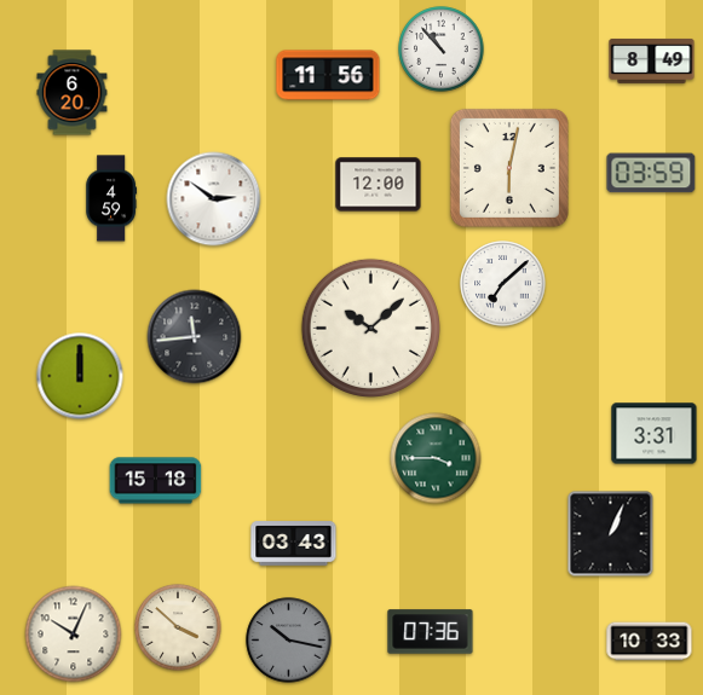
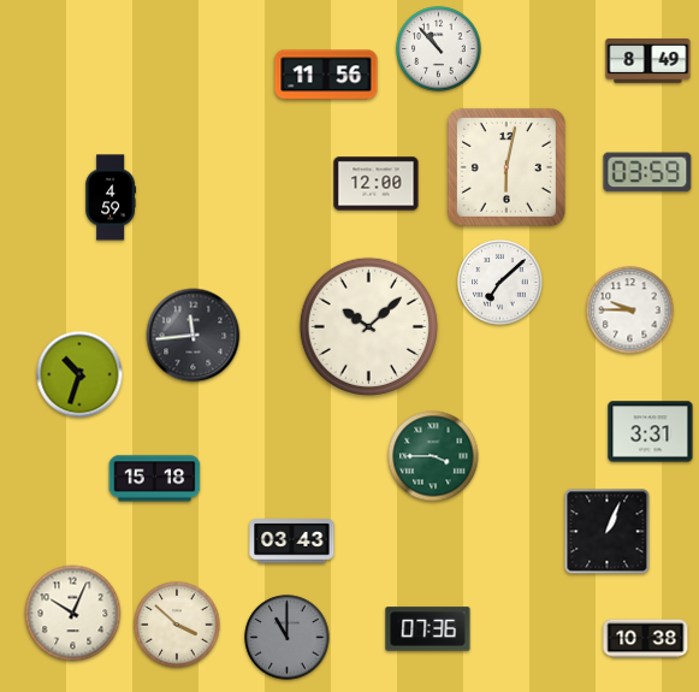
clock at (73, 93): 6:20 -> none
clock at (214, 199): 2:51 -> none
clock at (630, 310): none -> 9:45
clock at (80, 376): 12:00 -> 10:33
clock at (74, 635) position: (74, 635) -> (73, 614)
clock at (289, 641): 10:17 -> 11:00
clock at (650, 642): 10:33 -> 10:38
